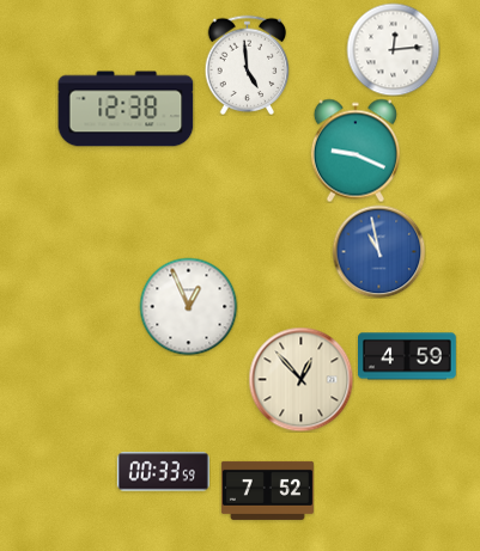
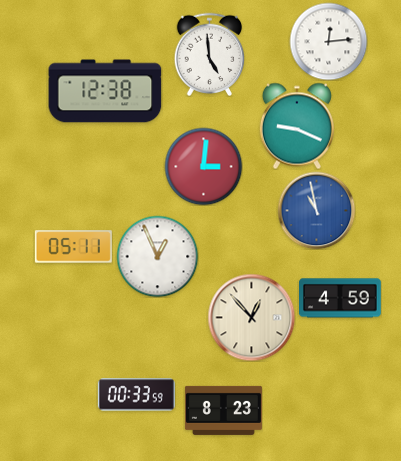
clock at (248, 65) position: (248, 65) -> (210, 54)
clock at (203, 166): none -> 3:01
clock at (73, 247): none -> 05:11
clock at (267, 490): 7:52 -> 8:23
